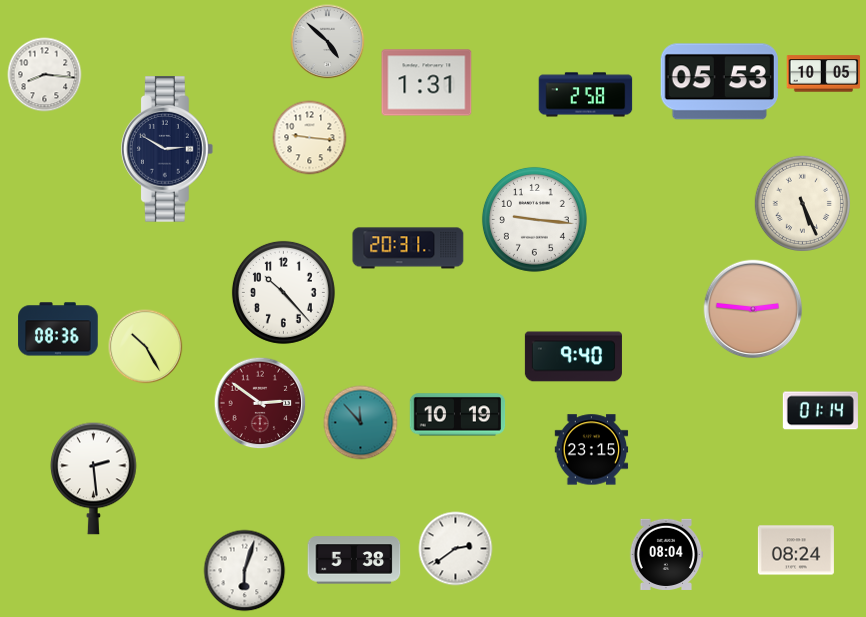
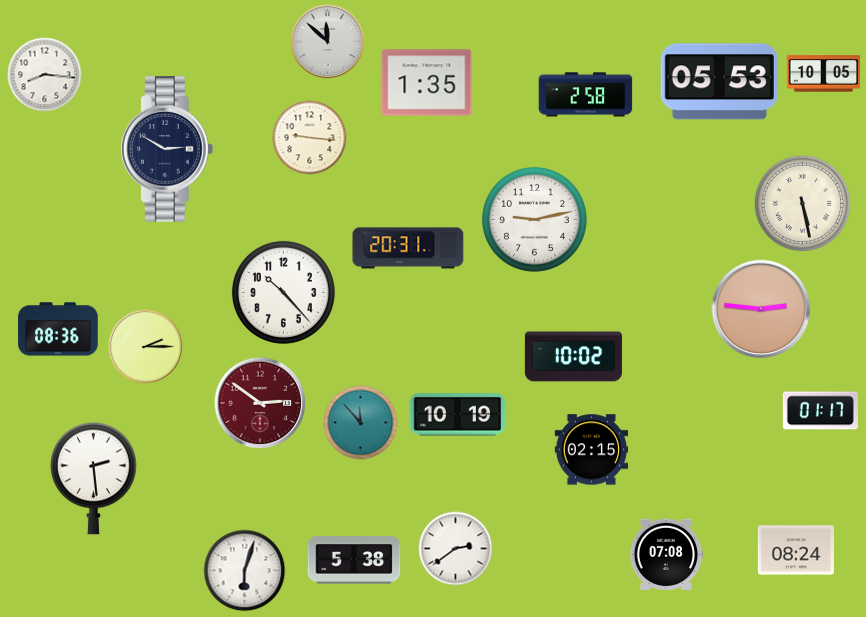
clock at (328, 42): 4:52 -> 11:52
clock at (427, 83): 1:31 -> 1:35
clock at (802, 203): 5:26 -> 5:28
clock at (534, 219): 9:16 -> 9:13
clock at (753, 309) position: (753, 309) -> (761, 309)
clock at (146, 347): 10:25 -> 2:15
clock at (573, 357): 9:40 -> 10:02
clock at (820, 411): 01:14 -> 01:17
clock at (592, 450): 23:15 -> 02:15
clock at (666, 554): 08:04 -> 07:08
